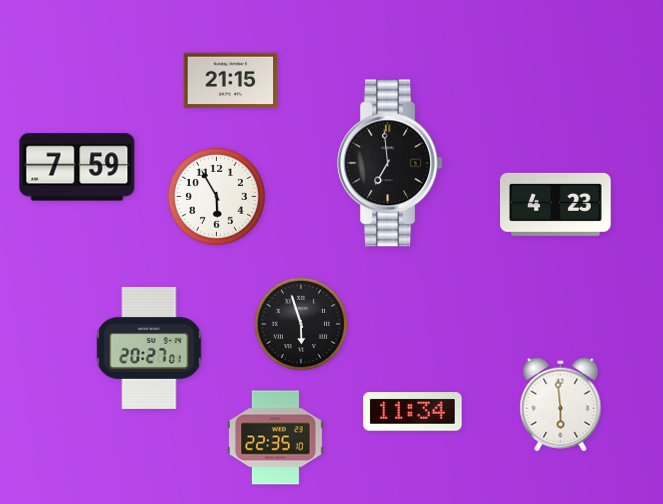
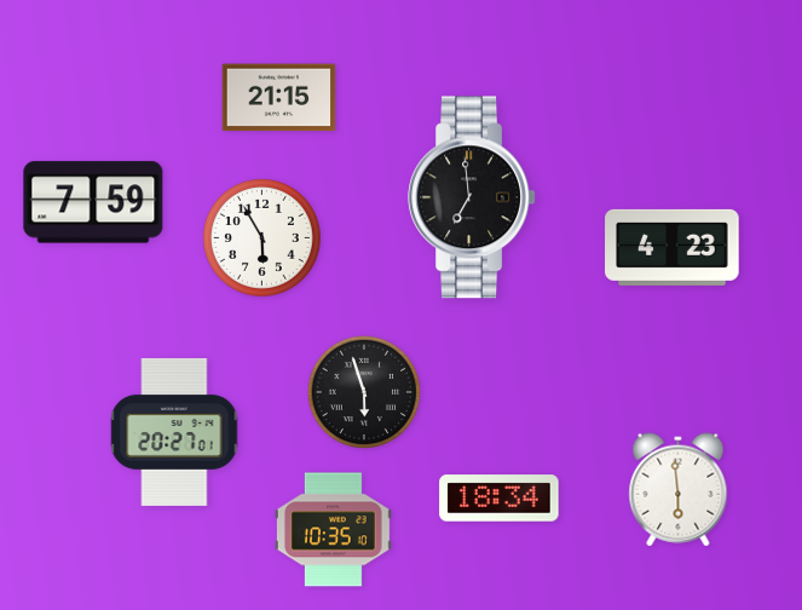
clock at (149, 348) position: (149, 348) -> (174, 432)
clock at (413, 412): 11:34 -> 18:34
clock at (275, 438): 22:35 -> 10:35
